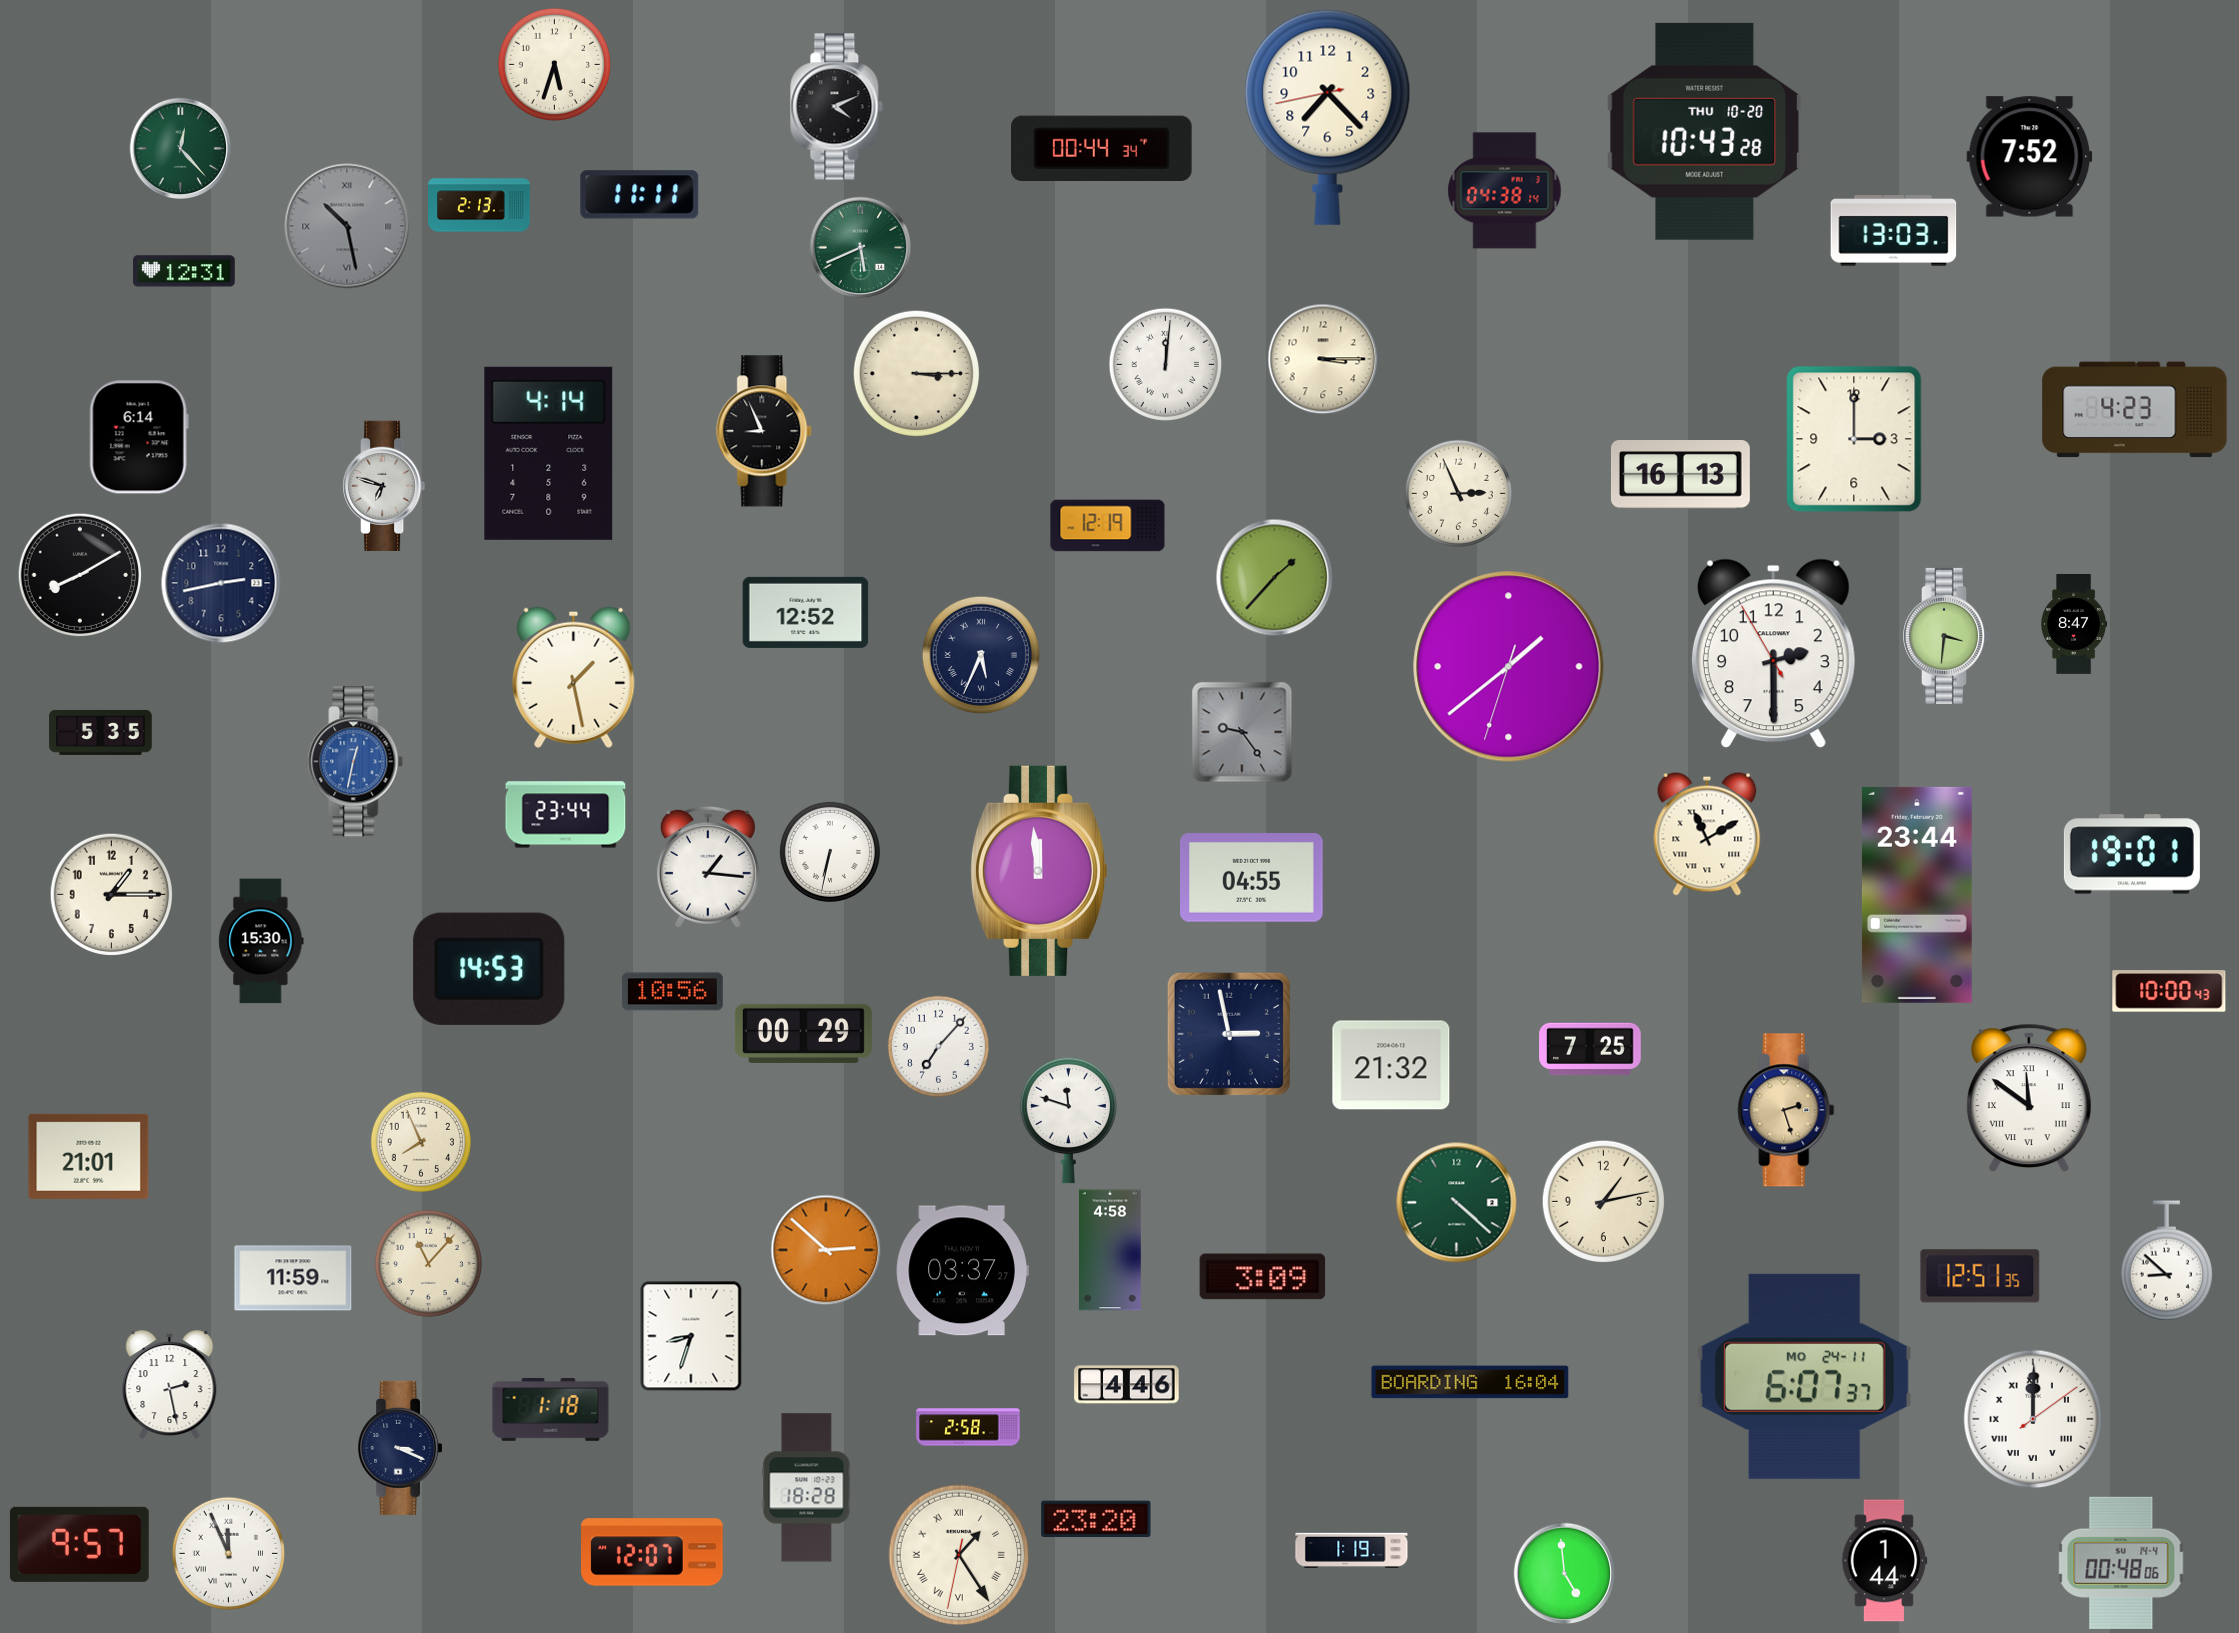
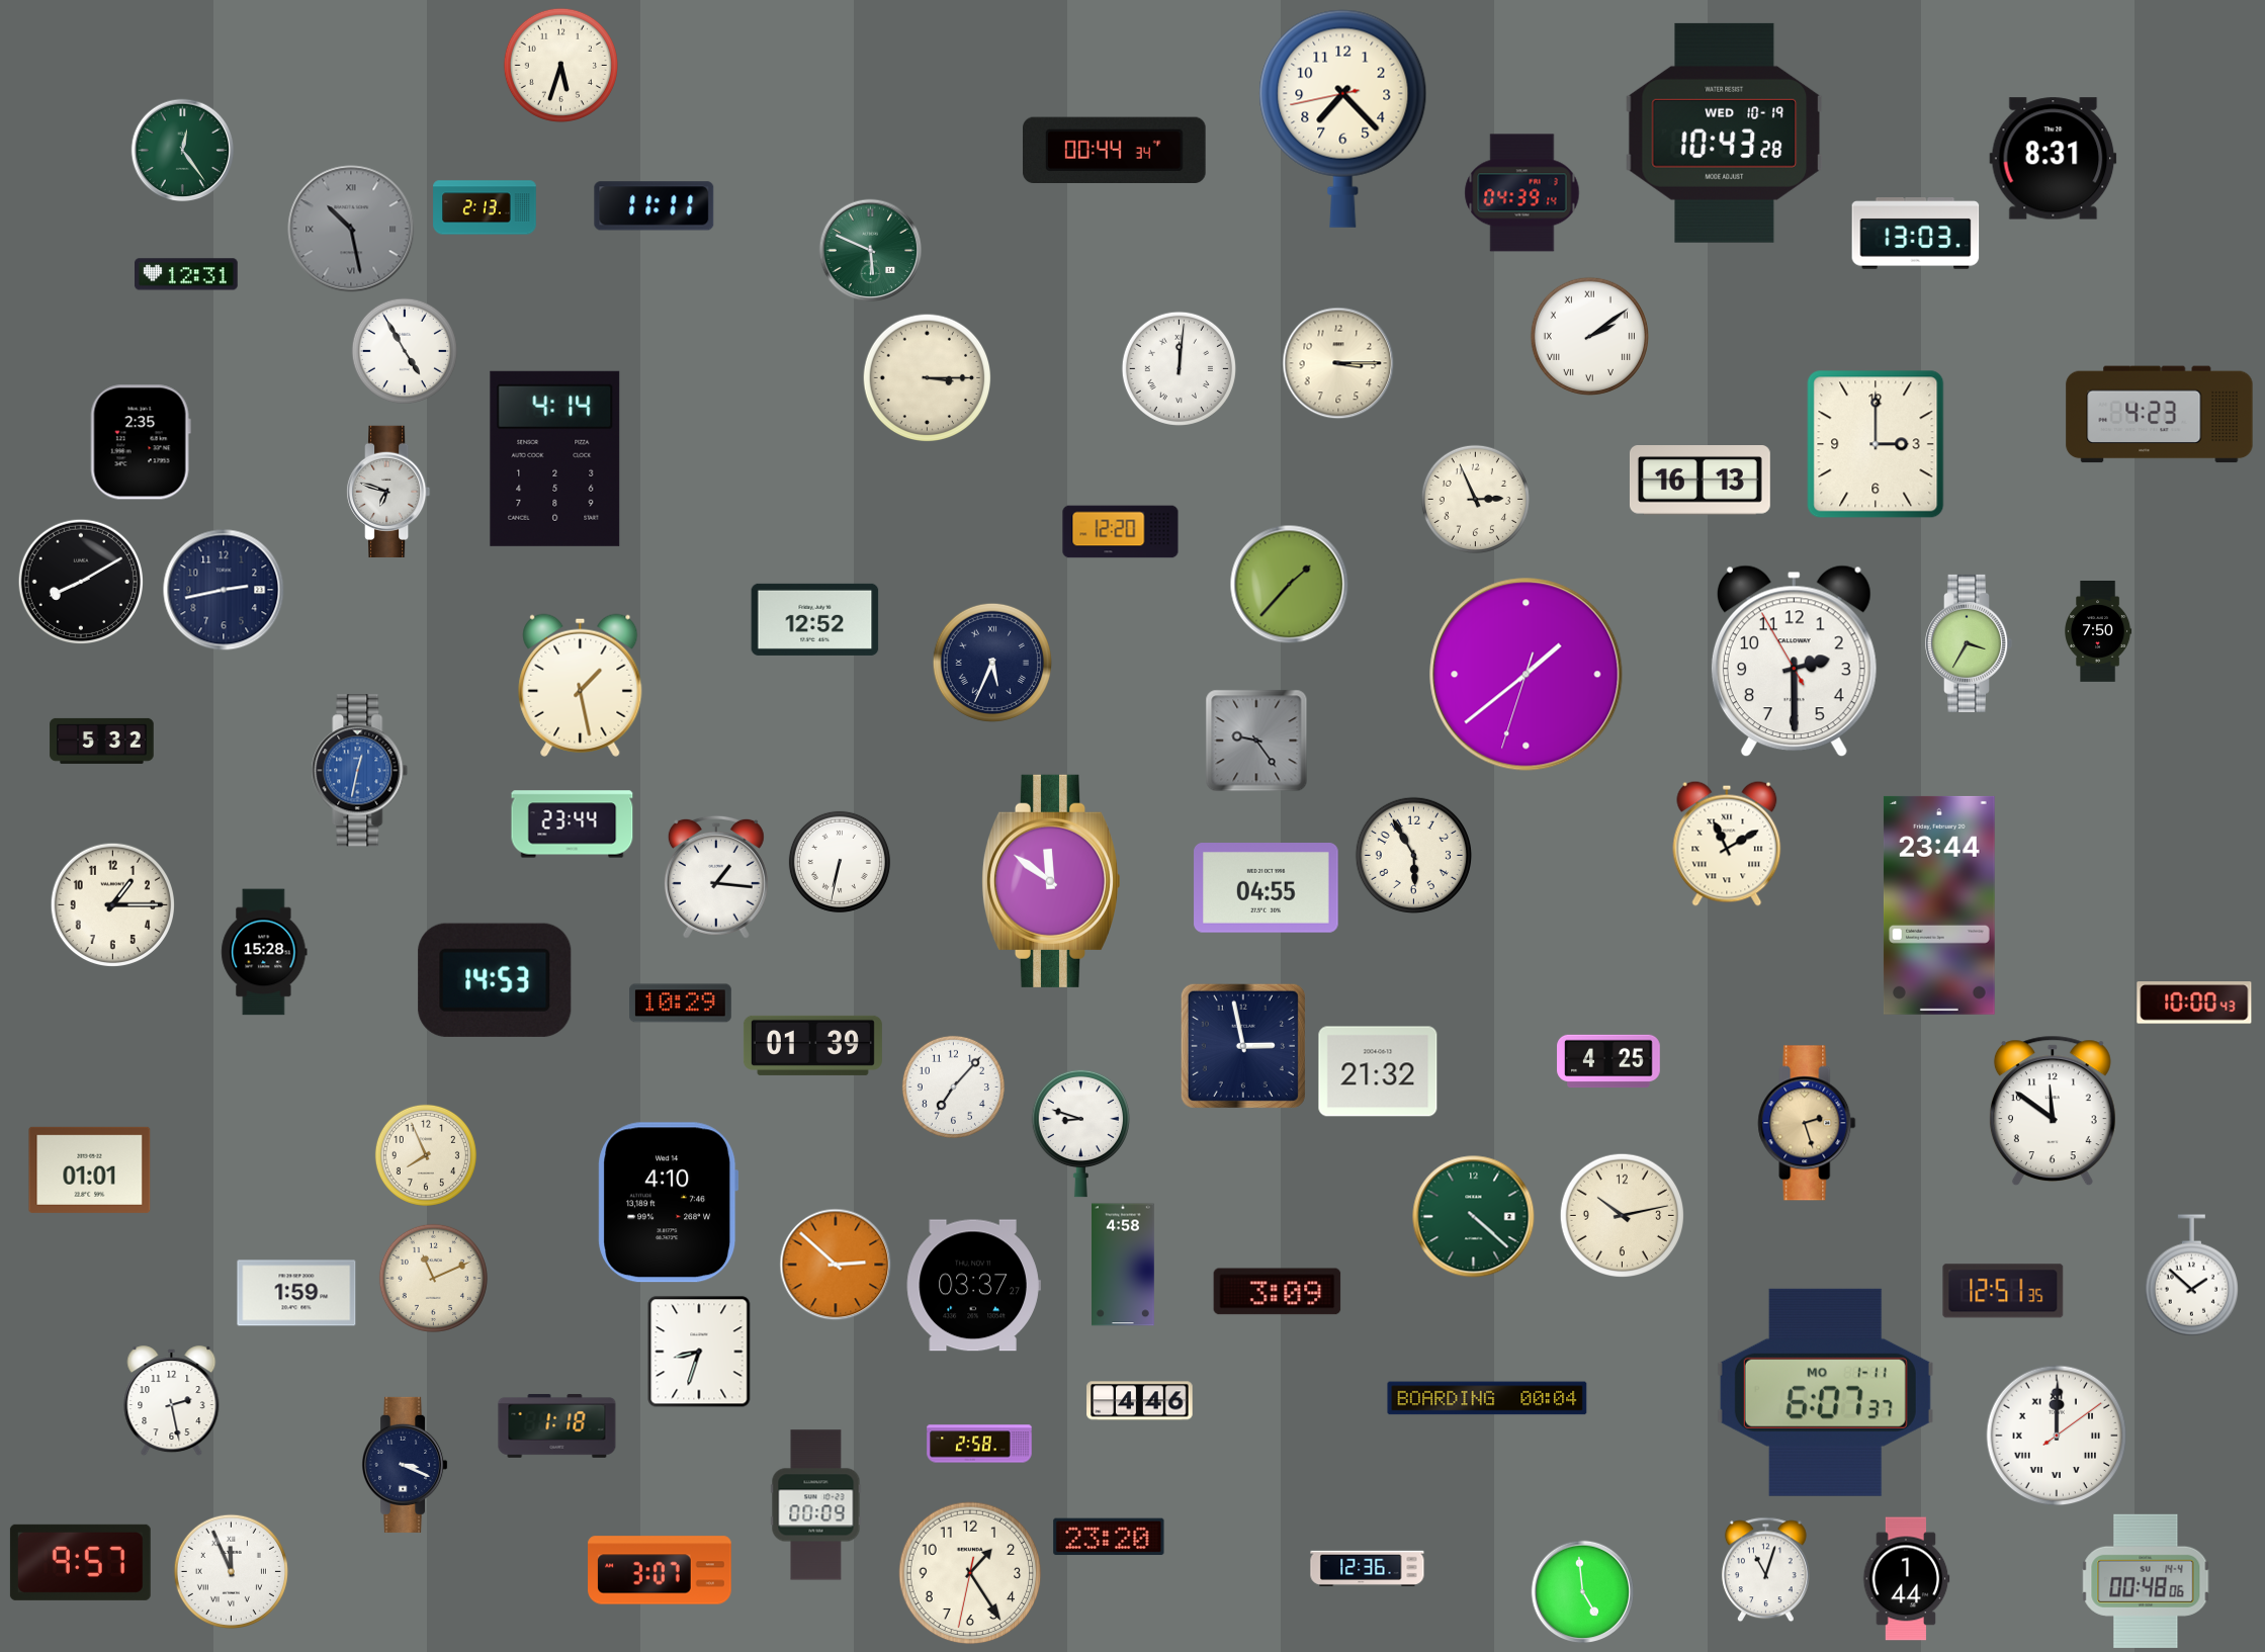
clock at (837, 107): 4:11 -> none
clock at (1705, 131) date: THU 10-20 -> WED 10-19
clock at (181, 149): 12:23 -> 12:24
clock at (2030, 157): 7:52 -> 8:31
clock at (1505, 191): 04:38 -> 04:39
clock at (640, 195) position: (640, 195) -> (655, 206)
clock at (861, 248): 5:41 -> 5:49
clock at (1589, 336): none -> 2:09
clock at (405, 351): none -> 4:55
clock at (765, 431): 8:56 -> none
clock at (139, 437): 6:14 -> 2:35
clock at (1108, 526): 12:19 -> 12:20
clock at (2075, 625): 8:47 -> 7:50
clock at (1946, 636): 3:31 -> 3:35
clock at (101, 732): 5:35 -> 5:32
clock at (1413, 855): none -> 5:55
clock at (2132, 854): 19:01 -> none
clock at (1038, 871): 11:59 -> 11:51
clock at (261, 941): 15:30 -> 15:28
clock at (673, 992): 10:56 -> 10:29
clock at (803, 1033): 00:29 -> 01:39
clock at (938, 1046) position: (938, 1046) -> (953, 1086)
clock at (1590, 1049): 7:25 -> 4:25
clock at (1391, 1065) position: (1391, 1065) -> (1378, 1071)
clock at (2029, 1098) numerals: Roman -> Arabic
clock at (1068, 1120): 11:48 -> 8:48
clock at (89, 1156): 21:01 -> 01:01
clock at (669, 1203): none -> 4:10
clock at (1603, 1201): 1:13 -> 10:13
clock at (2166, 1261): 8:52 -> 1:52
clock at (428, 1263): 11:07 -> 11:11
clock at (293, 1278): 11:59 -> 1:59
clock at (1804, 1376) date: MO 24-11 -> MO 1-11
clock at (1470, 1382): 16:04 -> 00:04
clock at (807, 1488): 18:28 -> 00:09
clock at (1352, 1550): 1:19 -> 12:36
clock at (652, 1552): 12:07 -> 3:07
clock at (1765, 1570): none -> 11:03
clock at (959, 1555) numerals: Roman -> Arabic
